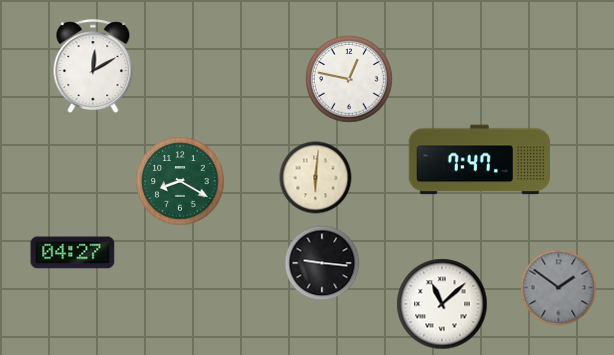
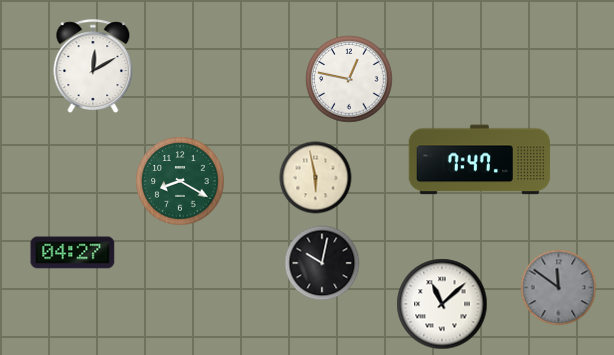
clock at (316, 178): 6:01 -> 5:58
clock at (322, 263): 9:16 -> 10:02
clock at (559, 288): 1:51 -> 11:51
